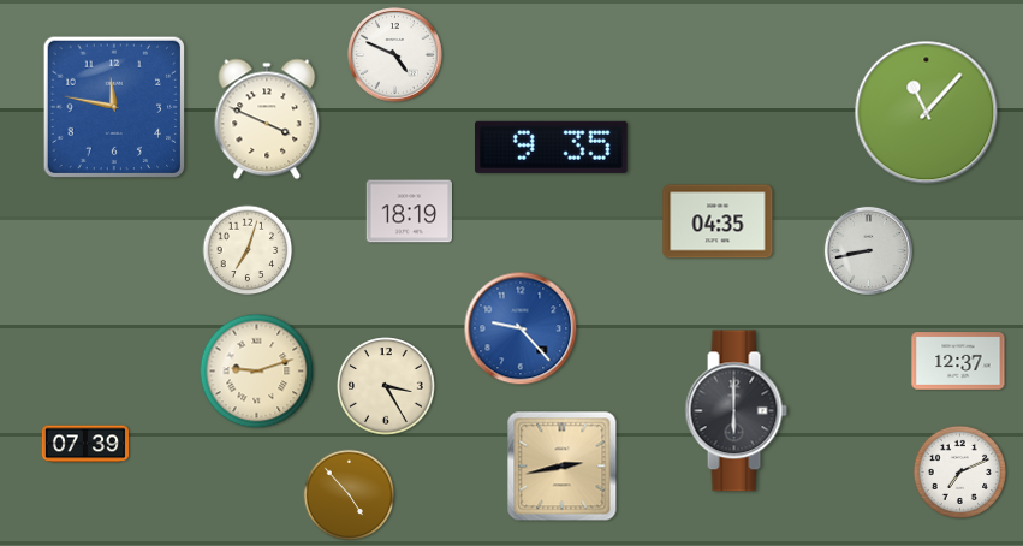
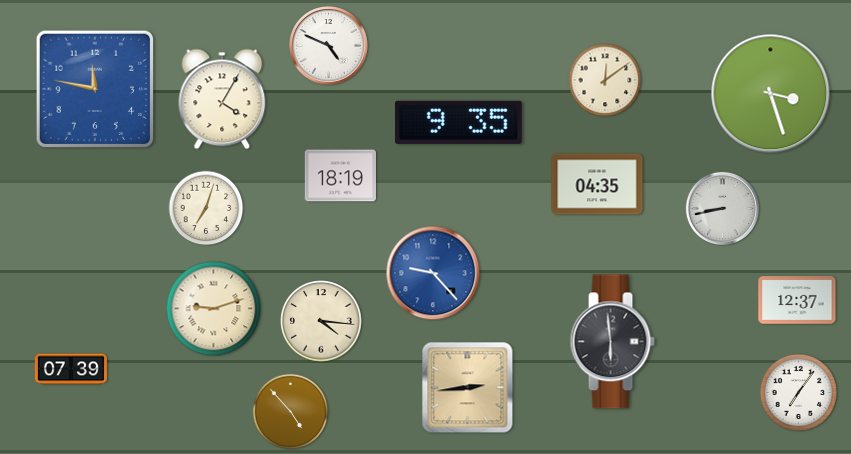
clock at (605, 80): none -> 12:09
clock at (927, 113): 11:07 -> 3:27
clock at (267, 119): 3:49 -> 4:05
clock at (386, 386): 3:25 -> 4:16
clock at (736, 411): 6:00 -> 5:59
clock at (563, 467): 2:43 -> 2:44
clock at (959, 471): 7:11 -> 7:06
